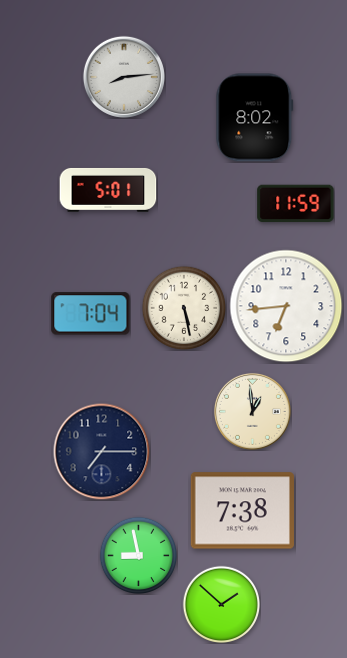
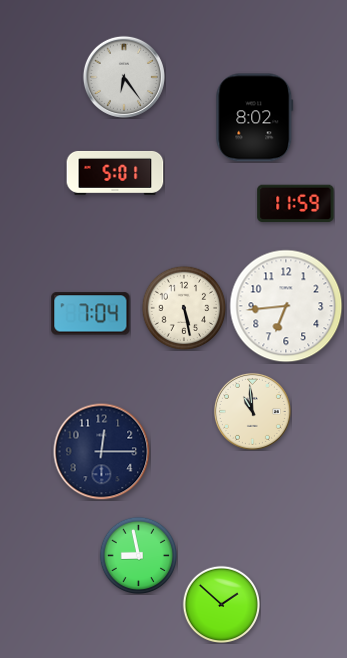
clock at (124, 77): 8:14 -> 6:24
clock at (108, 190) position: (108, 190) -> (115, 173)
clock at (252, 411): 12:59 -> 10:59
clock at (102, 452): 7:15 -> 12:15
clock at (242, 511): 7:38 -> none
